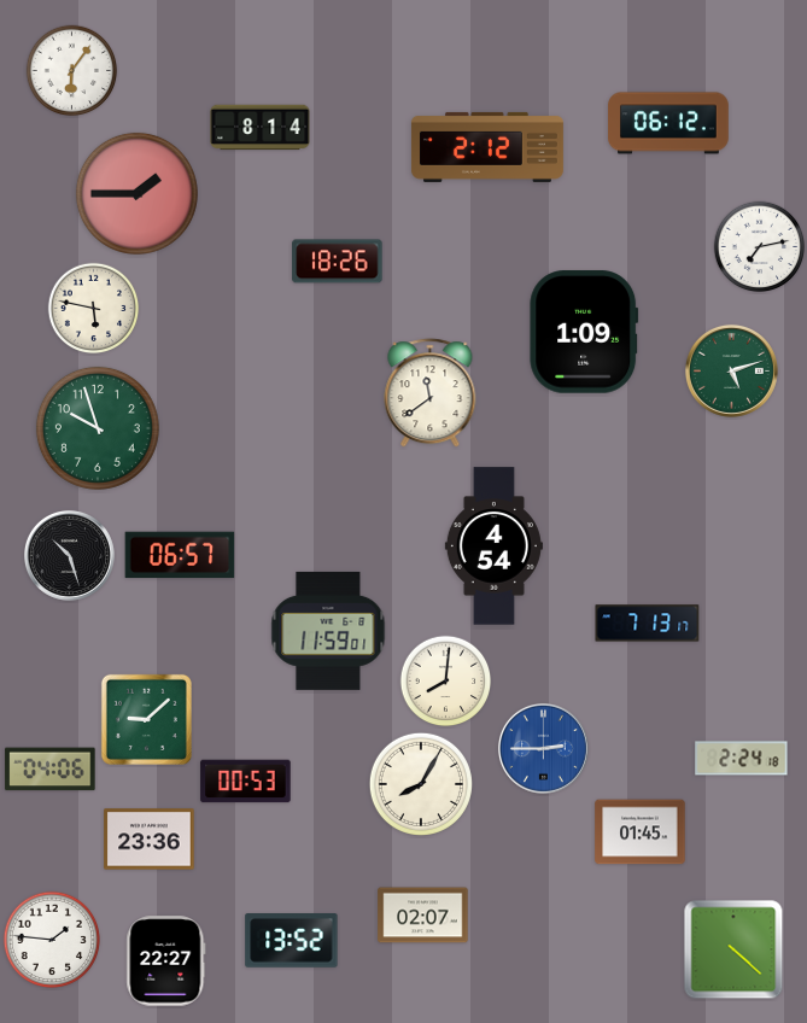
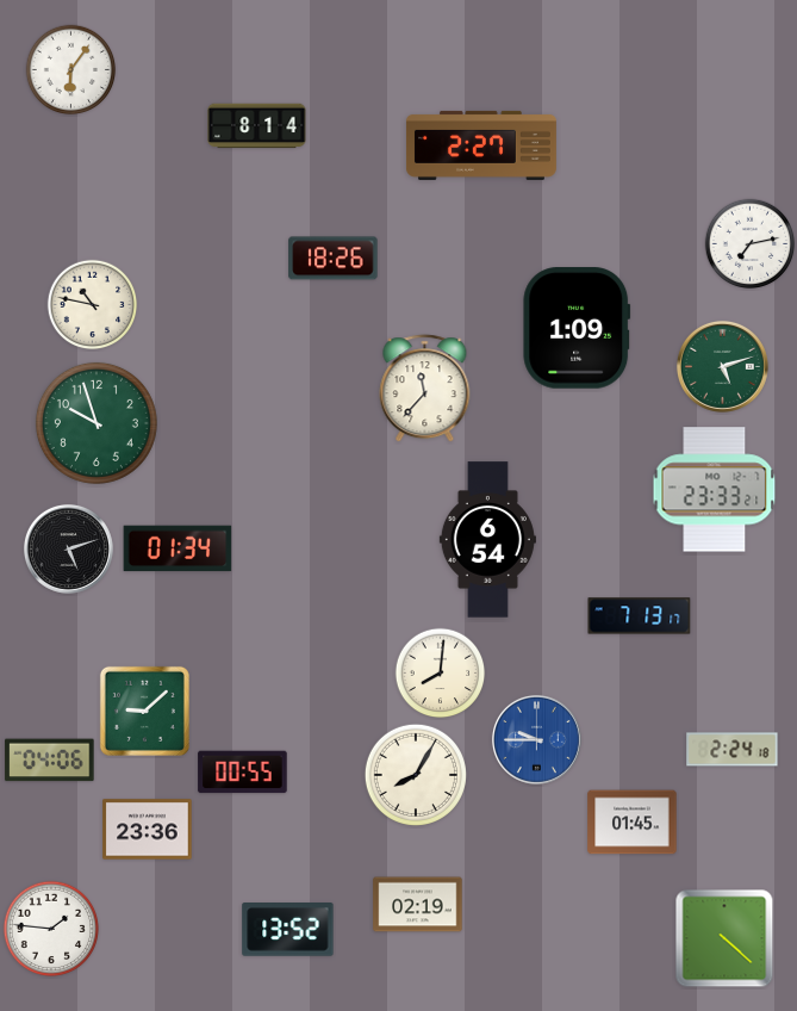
clock at (668, 123): 06:12 -> none
clock at (487, 147): 2:12 -> 2:27
clock at (136, 193): 1:45 -> none
clock at (94, 309): 5:47 -> 10:47
clock at (431, 393): 11:39 -> 11:37
clock at (715, 490): none -> 23:33
clock at (493, 546): 4:54 -> 6:54
clock at (69, 555): 10:27 -> 5:12
clock at (180, 555): 06:57 -> 01:34
clock at (328, 631): 11:59 -> none
clock at (543, 748): 2:45 -> 9:45
clock at (246, 782): 00:53 -> 00:55
clock at (423, 916): 02:07 -> 02:19
clock at (166, 961): 22:27 -> none
